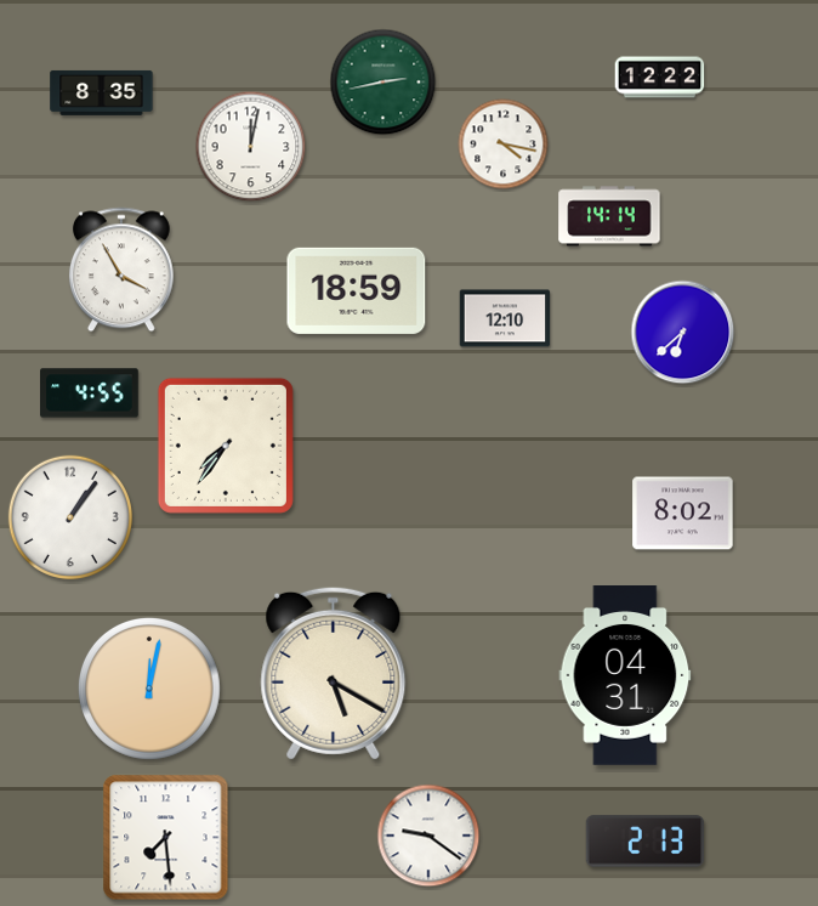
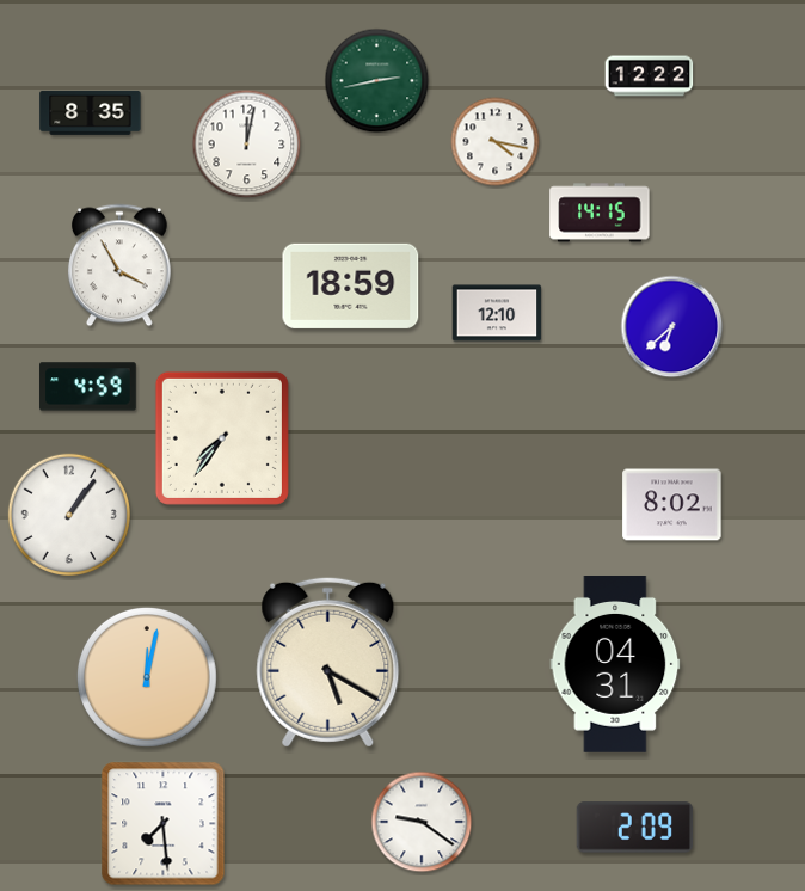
clock at (102, 92) position: (102, 92) -> (91, 112)
clock at (609, 216): 14:14 -> 14:15
clock at (90, 393): 4:55 -> 4:59
clock at (69, 516) position: (69, 516) -> (68, 514)
clock at (646, 842): 2:13 -> 2:09
